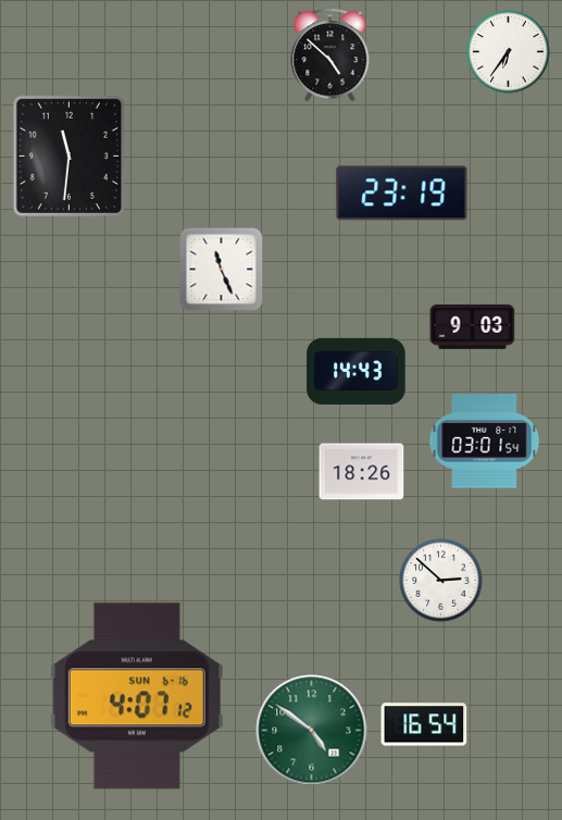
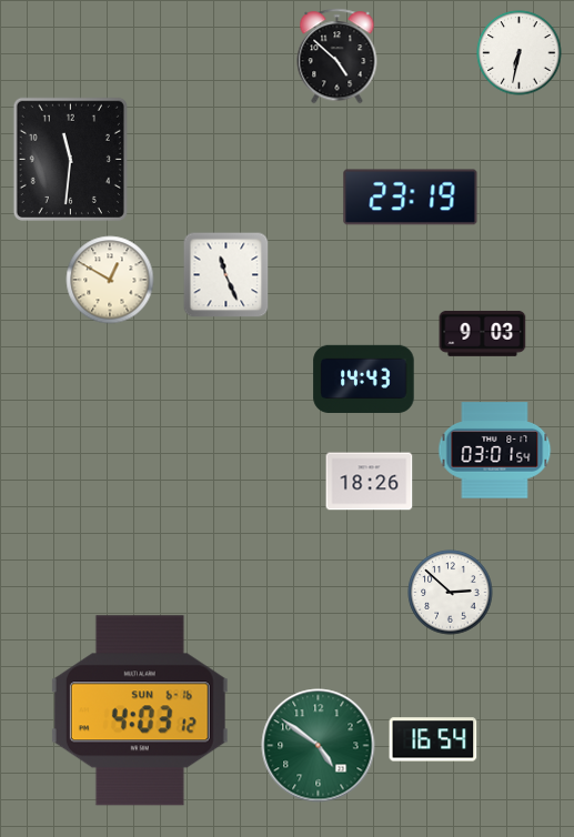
clock at (509, 52): 6:36 -> 6:32
clock at (110, 280): none -> 12:50
clock at (137, 696): 4:07 -> 4:03
